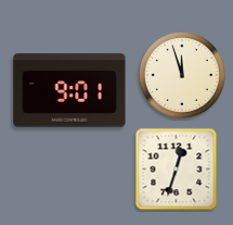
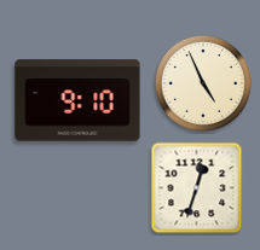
clock at (182, 75): 11:57 -> 4:56
clock at (69, 90): 9:01 -> 9:10
